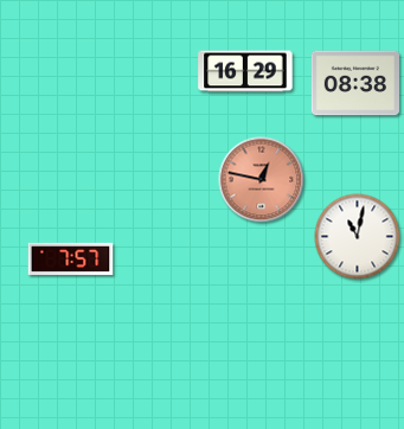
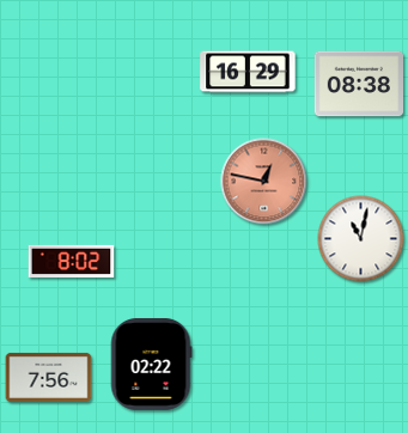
clock at (71, 258): 7:57 -> 8:02
clock at (151, 364): none -> 02:22
clock at (49, 377): none -> 7:56
